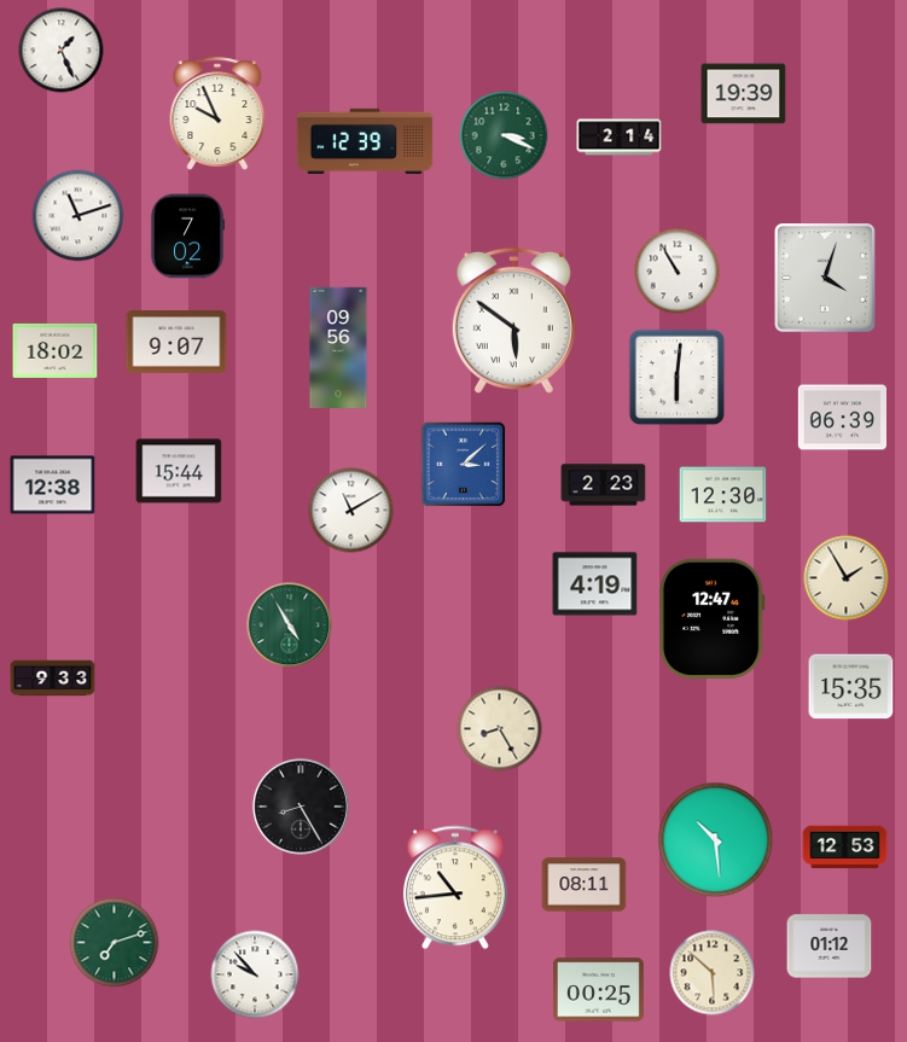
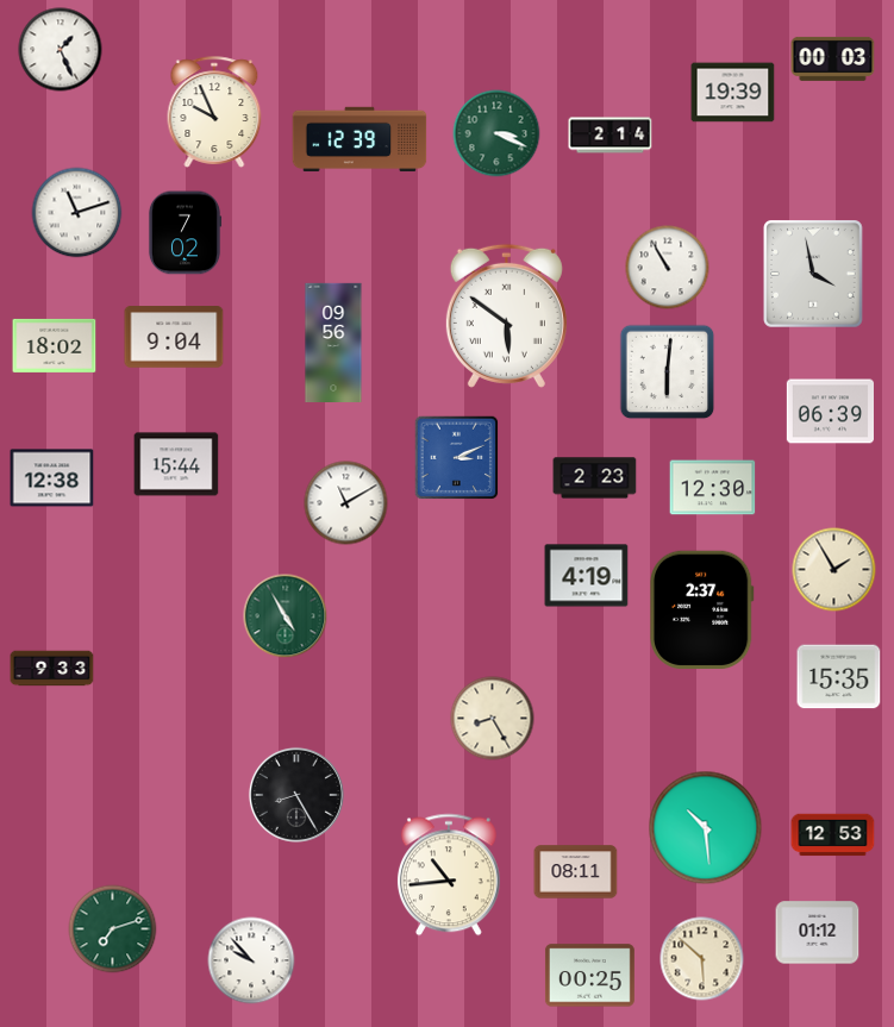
clock at (833, 58): none -> 00:03
clock at (826, 279): 4:03 -> 3:58
clock at (176, 342): 9:07 -> 9:04
clock at (464, 465): 3:08 -> 3:11
clock at (713, 618): 12:47 -> 2:37
